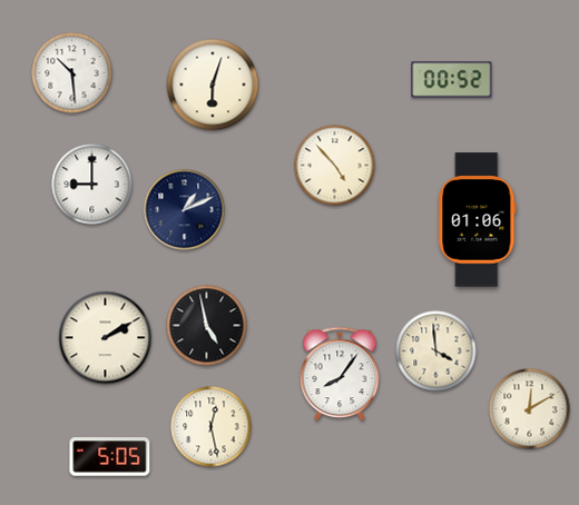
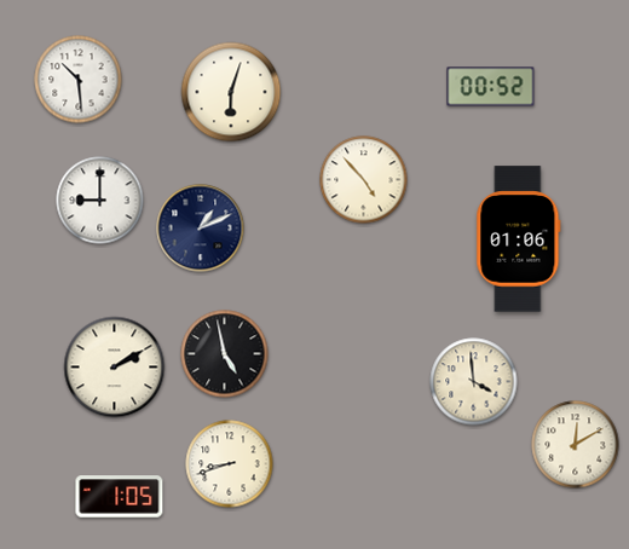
clock at (340, 374): 8:06 -> none
clock at (212, 427): 12:28 -> 8:42
clock at (110, 457): 5:05 -> 1:05
